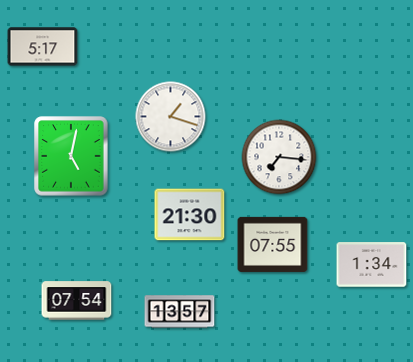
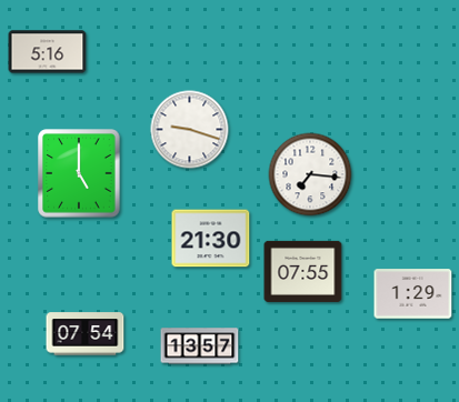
clock at (43, 47): 5:17 -> 5:16
clock at (171, 117): 1:18 -> 9:18
clock at (71, 156): 5:02 -> 5:00
clock at (372, 265): 1:34 -> 1:29
